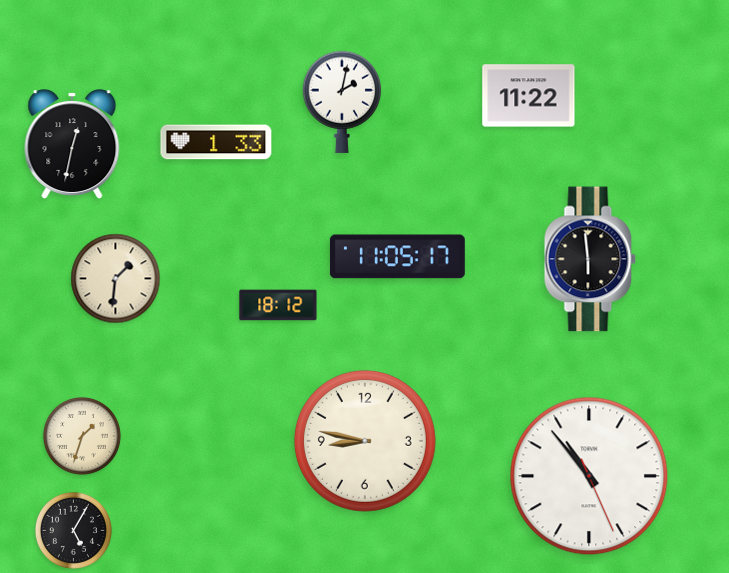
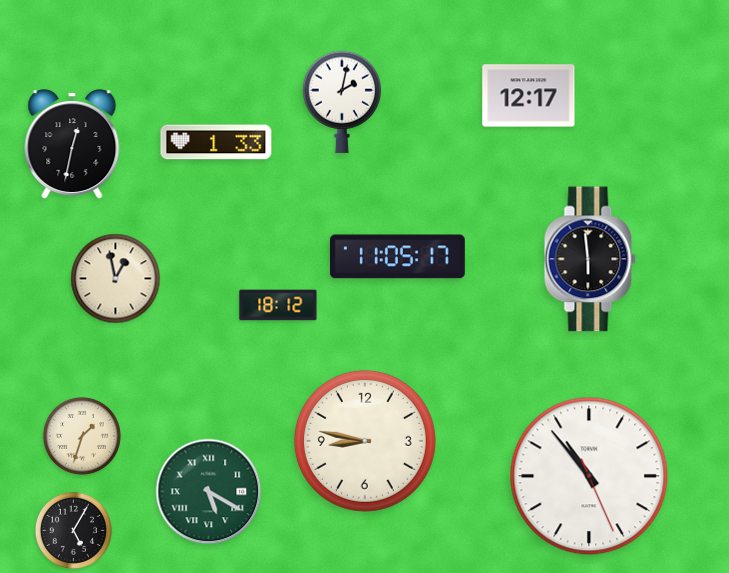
clock at (529, 96): 11:22 -> 12:17
clock at (116, 279): 1:31 -> 12:58
clock at (209, 492): none -> 5:20
